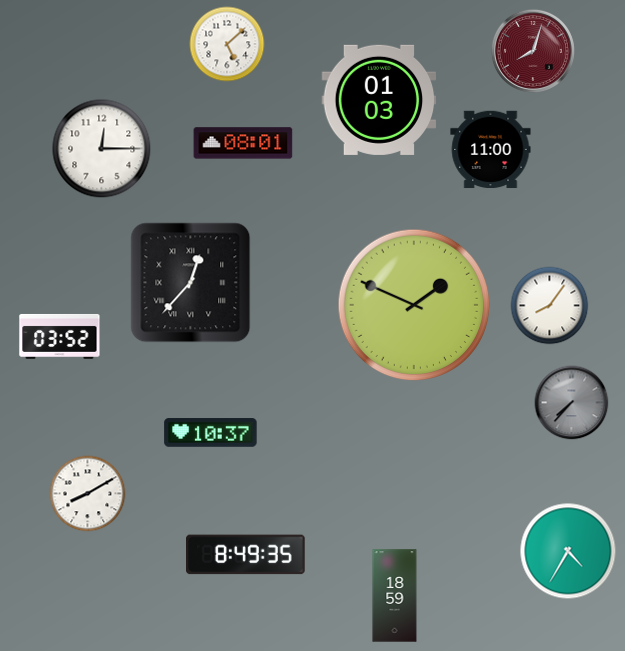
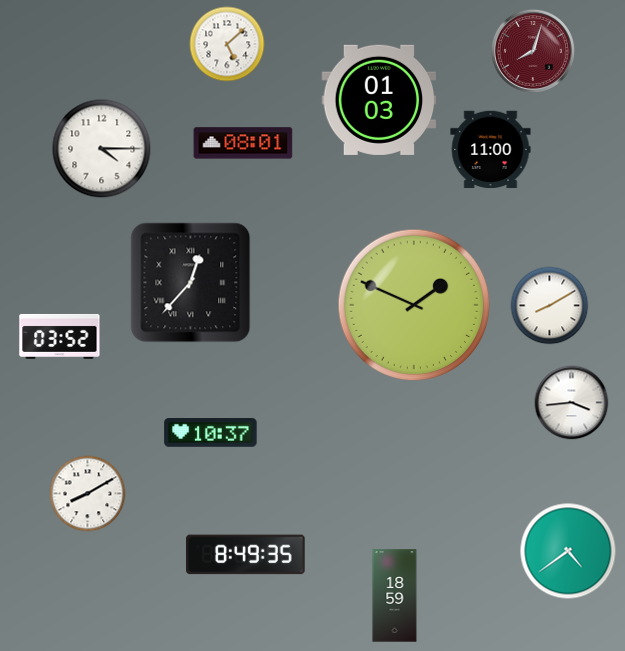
clock at (102, 149): 12:15 -> 4:15
clock at (550, 306): 8:06 -> 8:10
clock at (572, 403): 7:37 -> 3:44
clock at (572, 403) dial: grey -> white
clock at (568, 551): 4:35 -> 4:39
